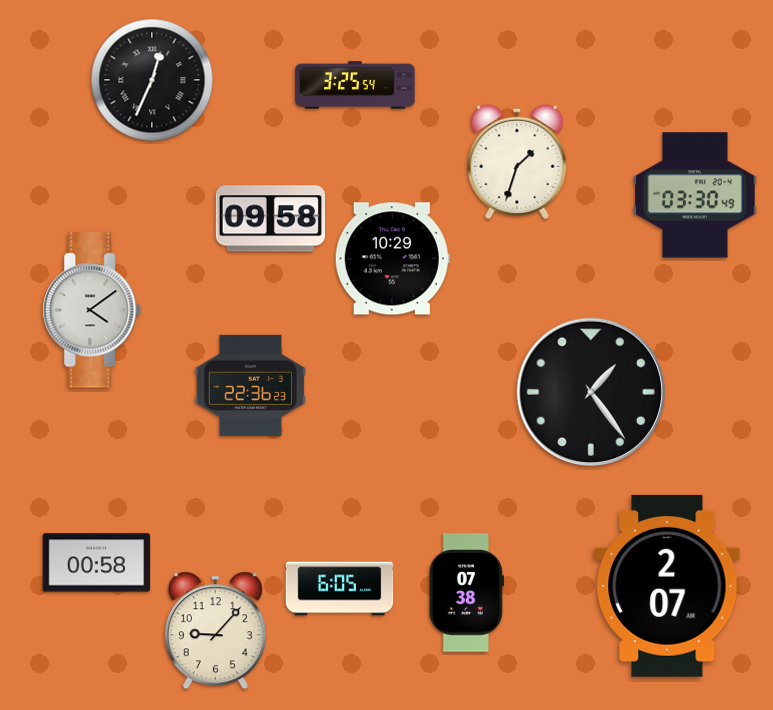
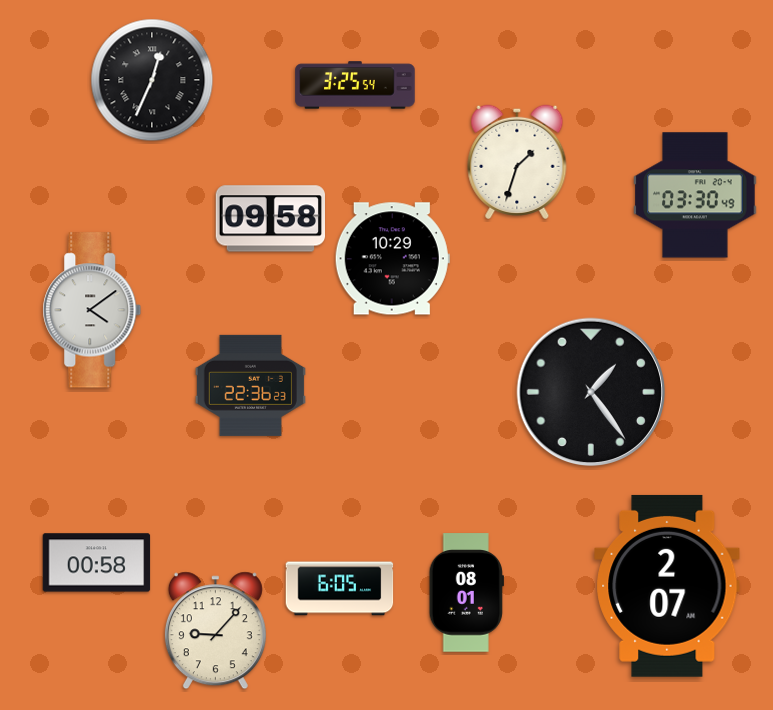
clock at (466, 593): 07:38 -> 08:01
